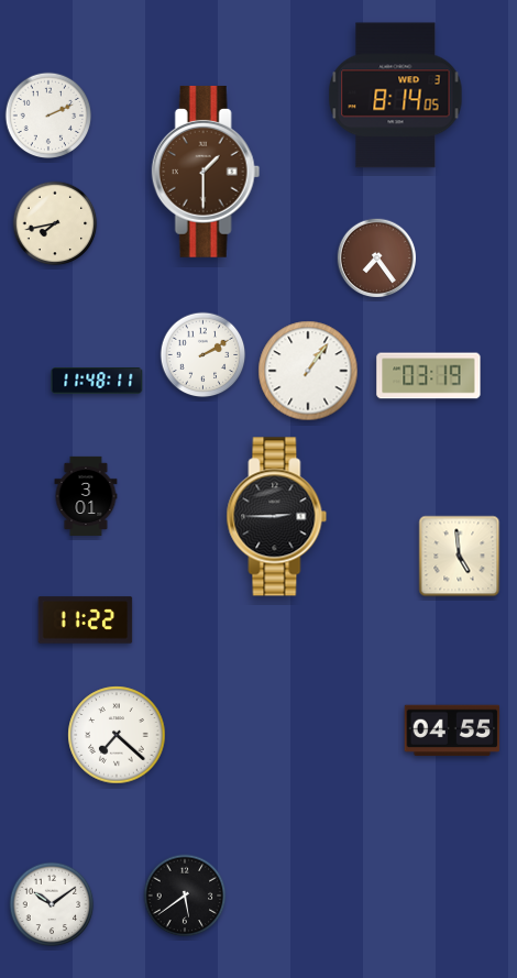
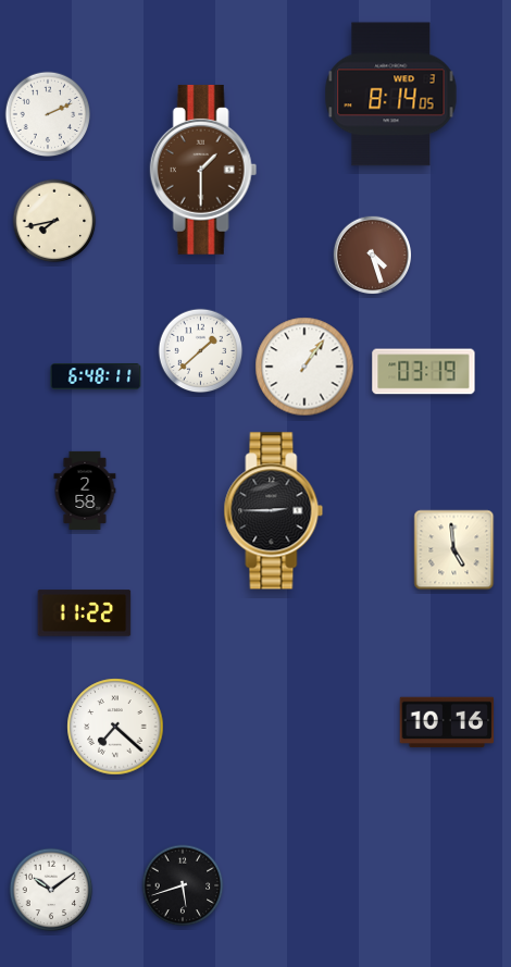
clock at (377, 259): 7:24 -> 4:27
clock at (204, 355): 2:10 -> 1:38
clock at (97, 381): 11:48 -> 6:48
clock at (86, 496): 3:01 -> 2:58
clock at (452, 730): 04:55 -> 10:16
clock at (185, 895): 5:39 -> 5:42
clock at (52, 904) position: (52, 904) -> (51, 890)
